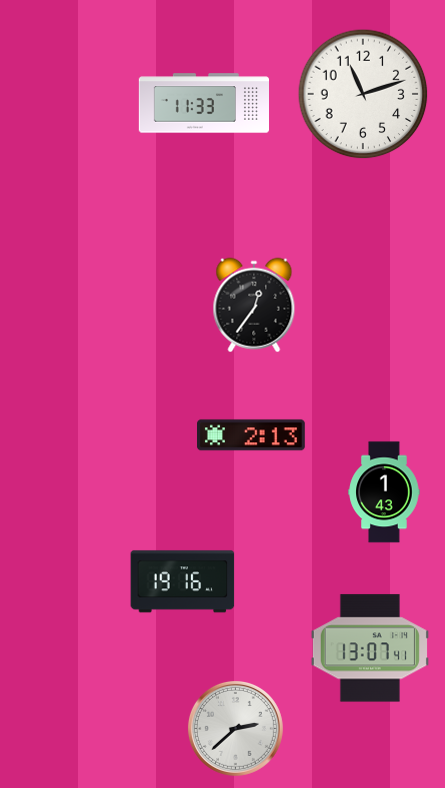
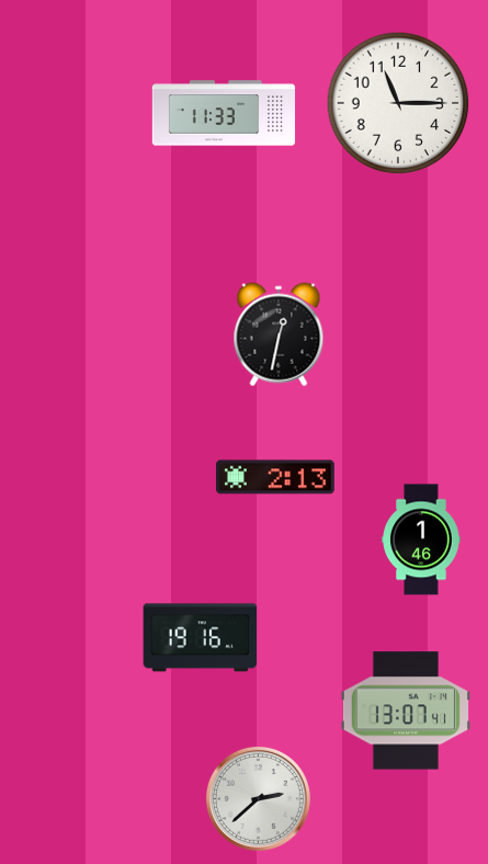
clock at (363, 94): 11:12 -> 11:15
clock at (254, 305): 12:36 -> 12:32
clock at (384, 492): 1:43 -> 1:46
